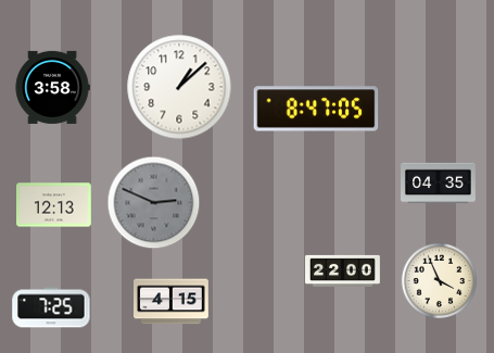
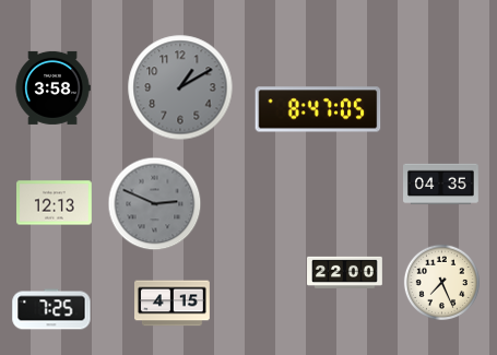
clock at (179, 87): 1:08 -> 1:10
clock at (179, 87) dial: white -> grey
clock at (54, 205) position: (54, 205) -> (55, 203)
clock at (439, 280): 3:56 -> 7:26
